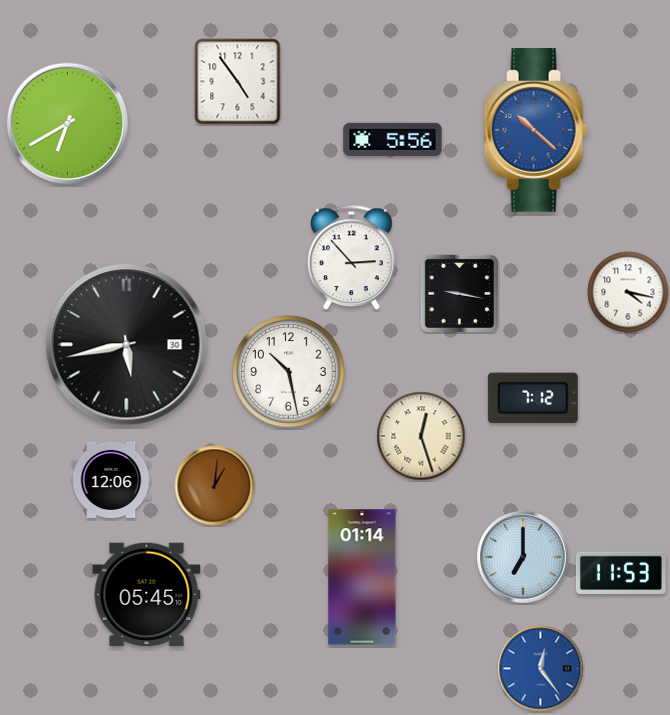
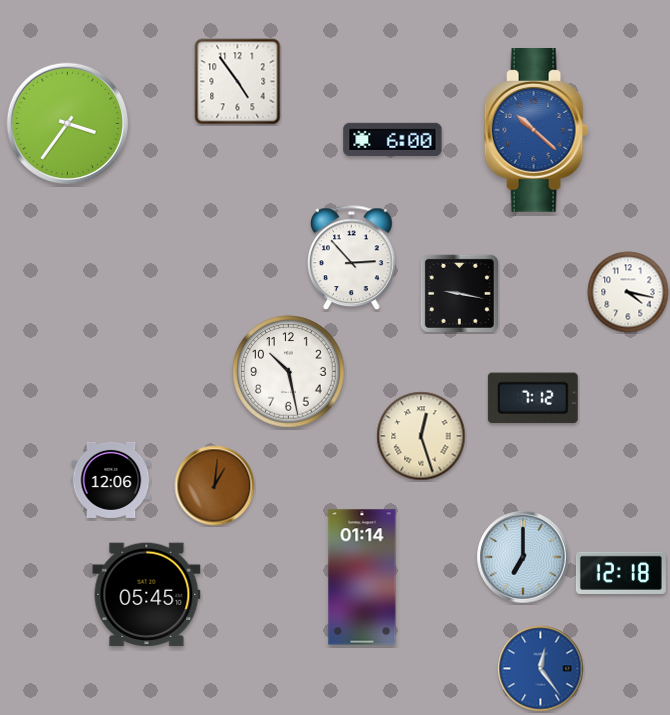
clock at (68, 124): 6:40 -> 3:36
clock at (393, 139): 5:56 -> 6:00
clock at (127, 345): 5:43 -> none
clock at (621, 573): 11:53 -> 12:18
